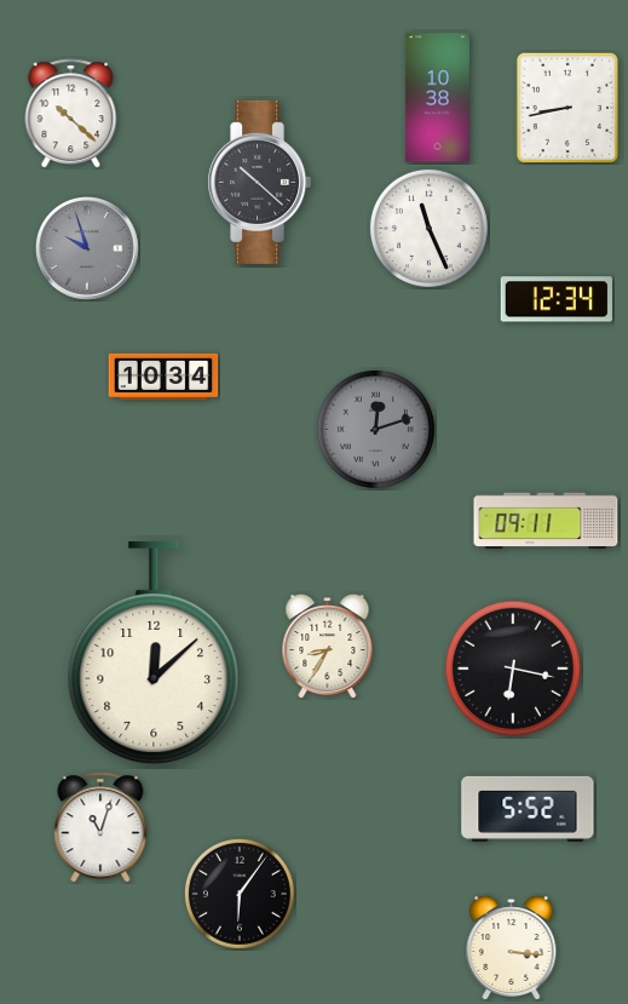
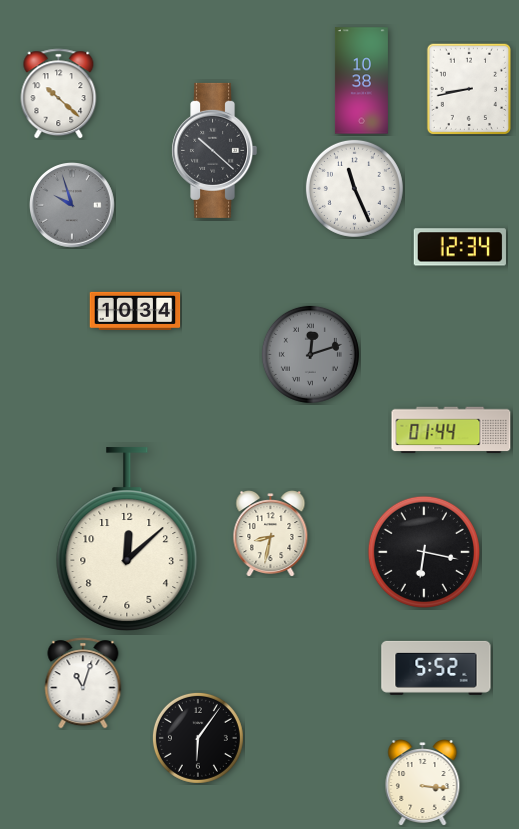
clock at (546, 521): 09:11 -> 01:44
clock at (328, 646): 8:35 -> 8:32
